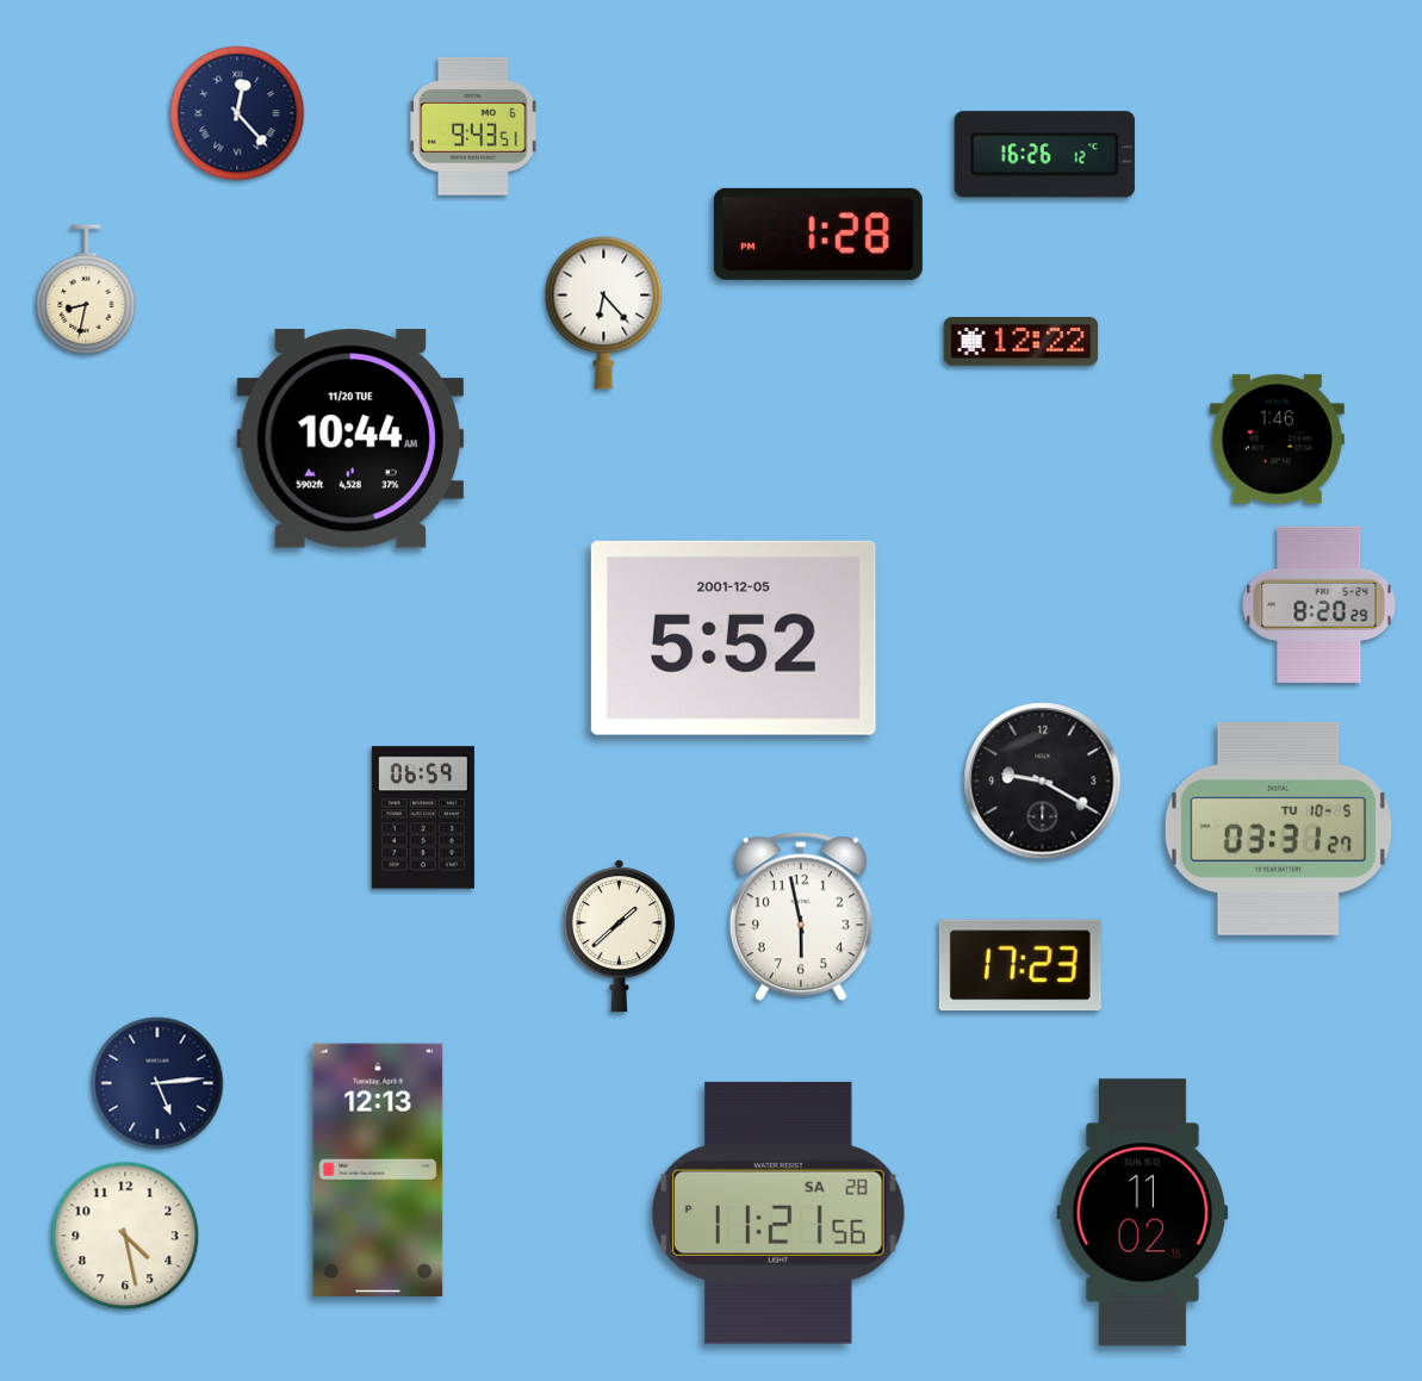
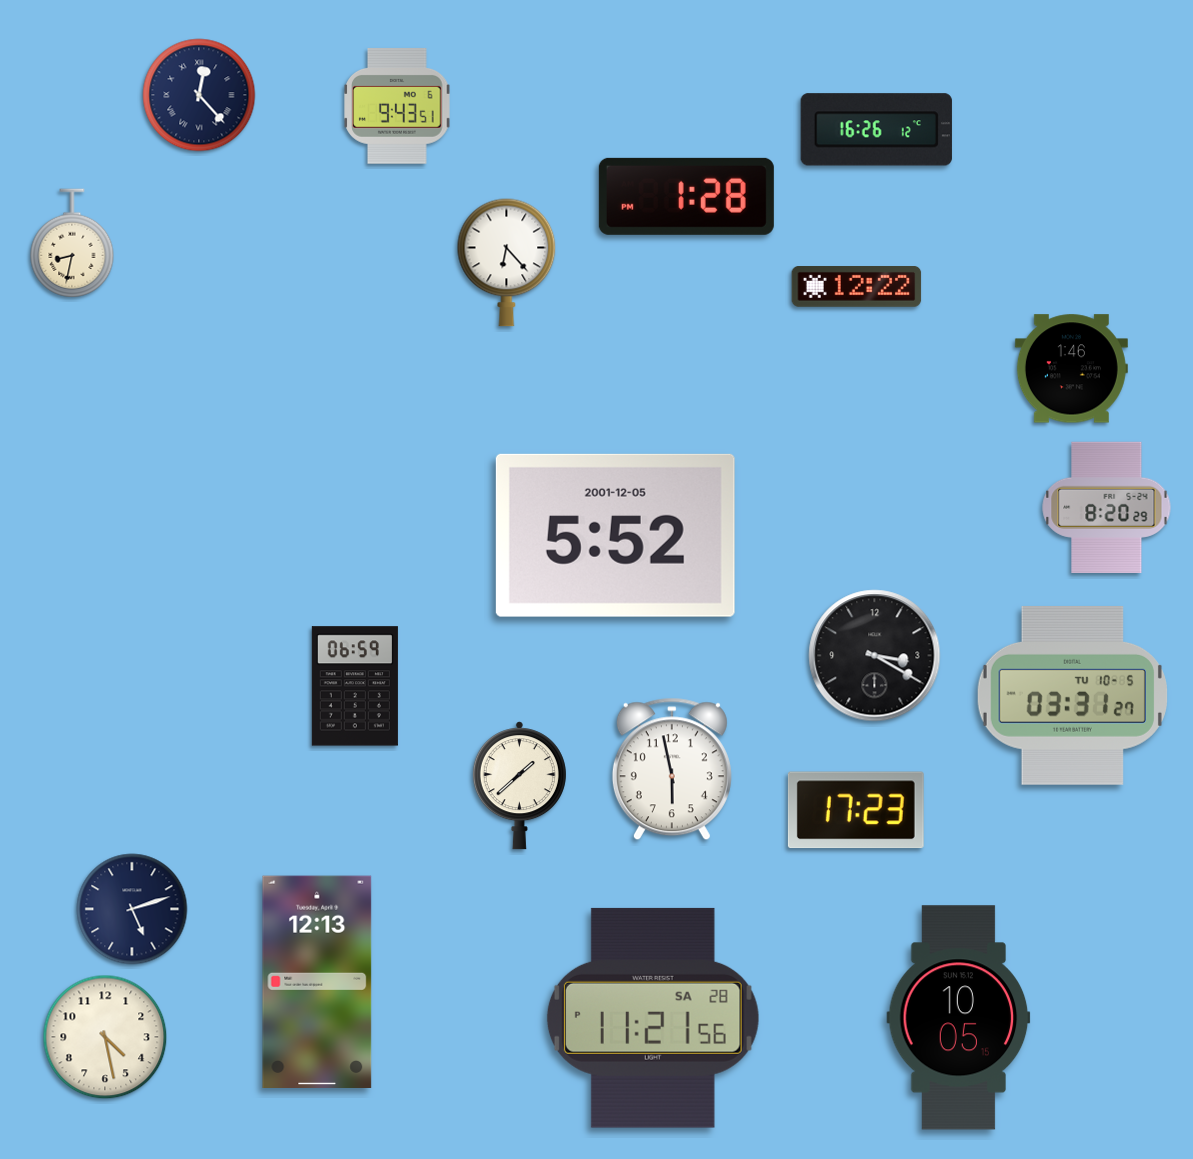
clock at (350, 438): 10:44 -> none
clock at (1043, 782): 9:20 -> 3:20
clock at (157, 1083): 5:14 -> 5:12
clock at (1143, 1213): 11:02 -> 10:05
